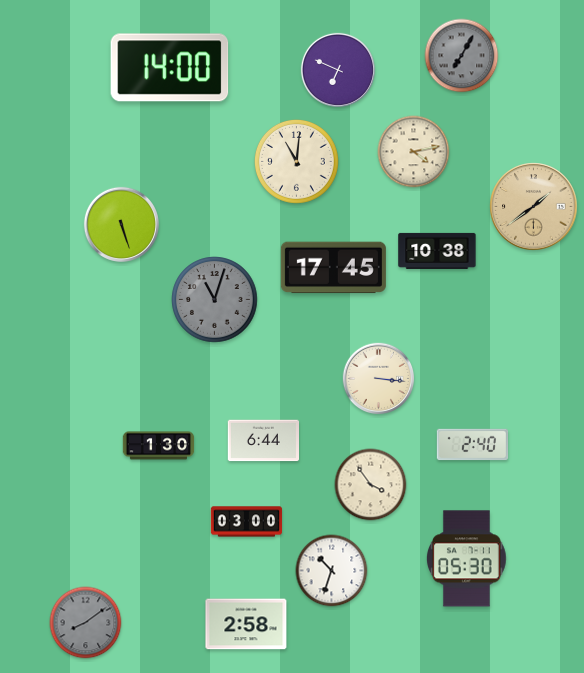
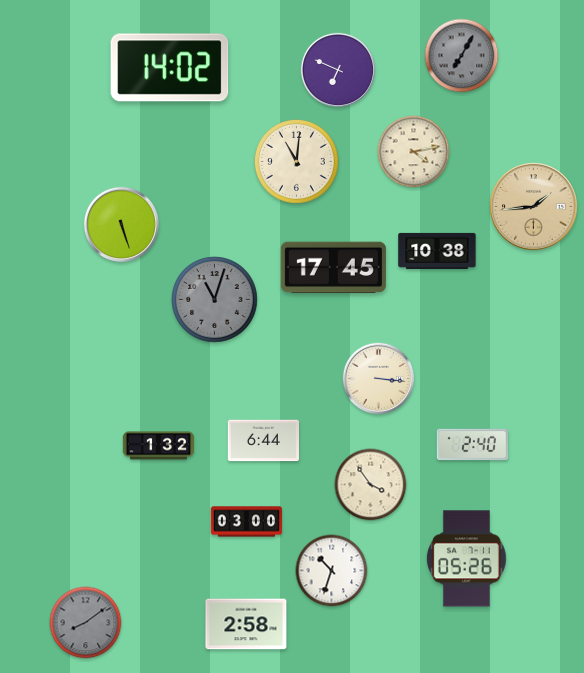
clock at (170, 68): 14:00 -> 14:02
clock at (534, 207): 1:39 -> 1:44
clock at (159, 446): 1:30 -> 1:32
clock at (466, 559): 05:30 -> 05:26
